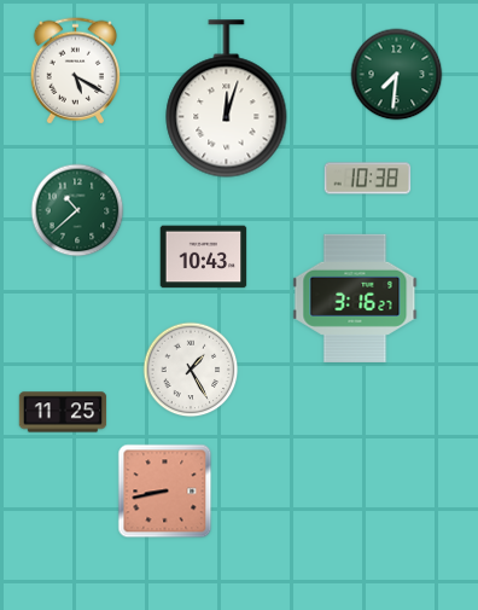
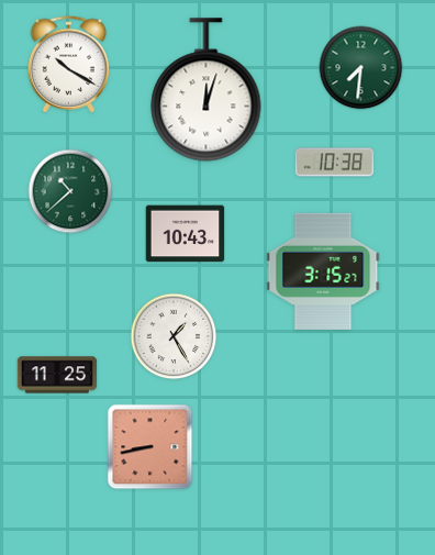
clock at (75, 71): 5:20 -> 10:20
clock at (355, 298): 3:16 -> 3:15
